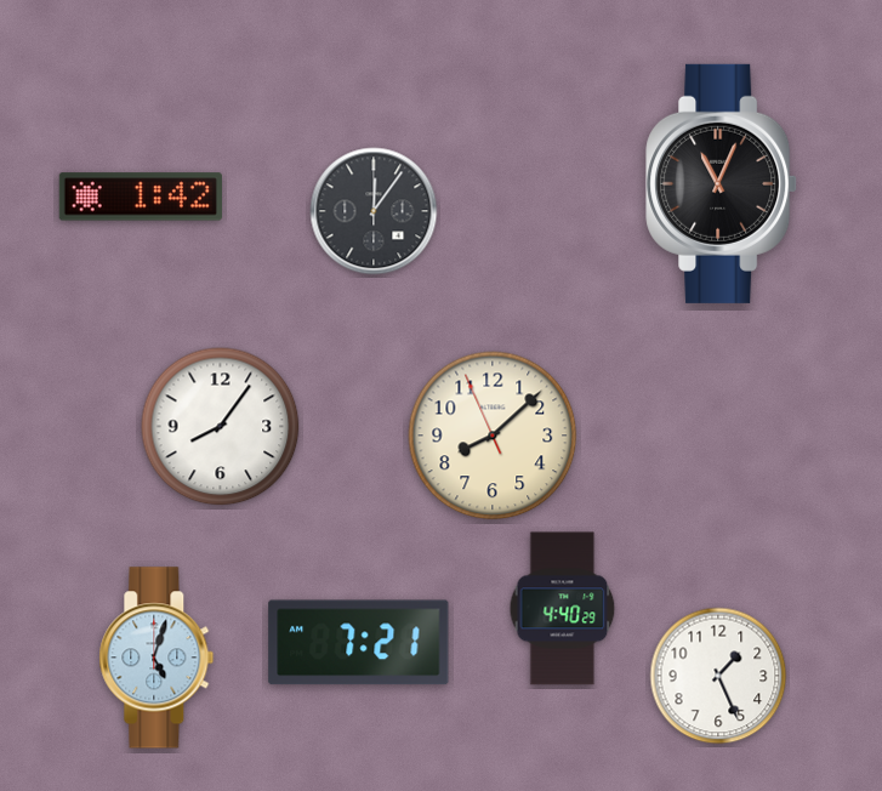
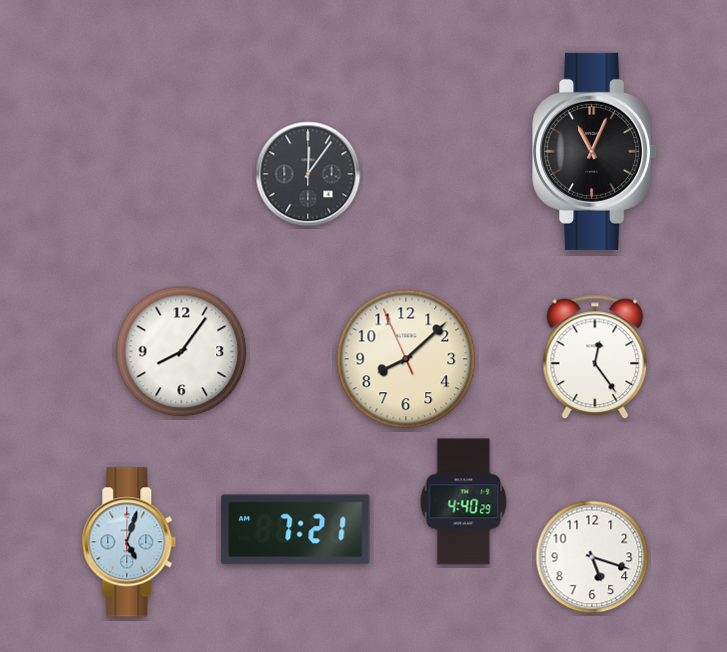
clock at (141, 197): 1:42 -> none
clock at (595, 357): none -> 12:24
clock at (718, 676): 1:26 -> 5:18
